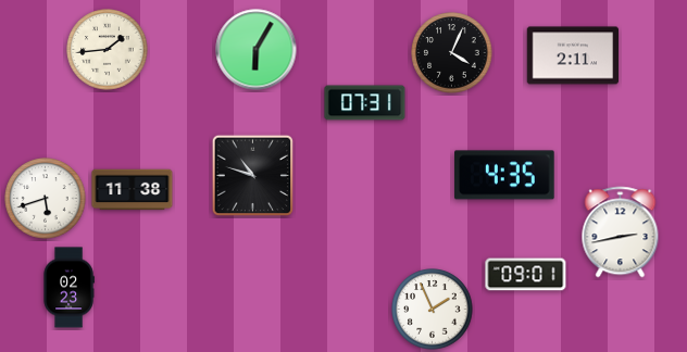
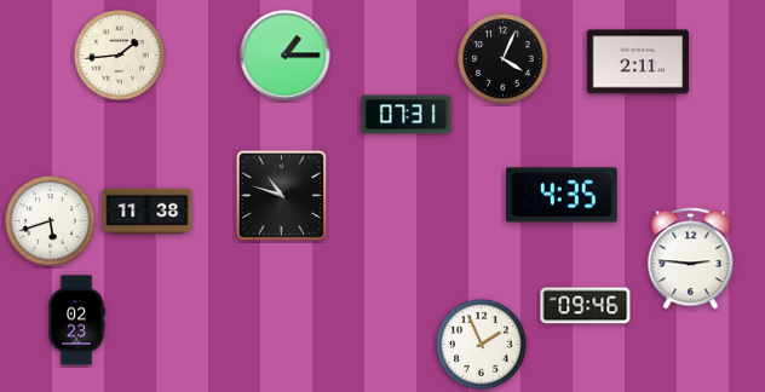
clock at (257, 50): 6:05 -> 1:15
clock at (621, 232): 2:43 -> 2:46
clock at (526, 275): 09:01 -> 09:46
